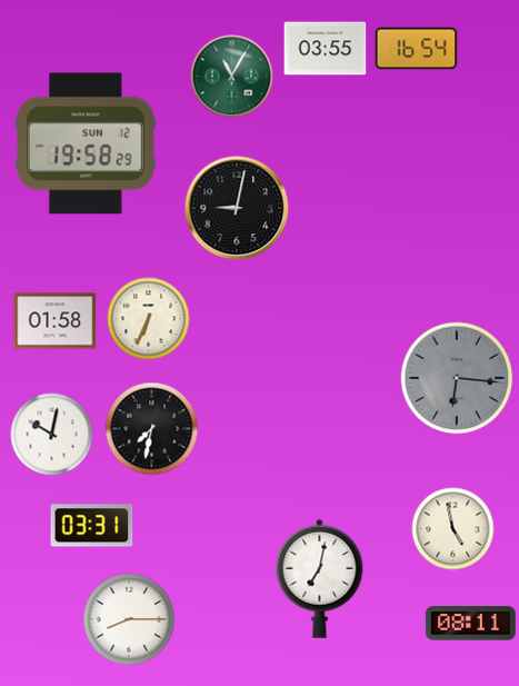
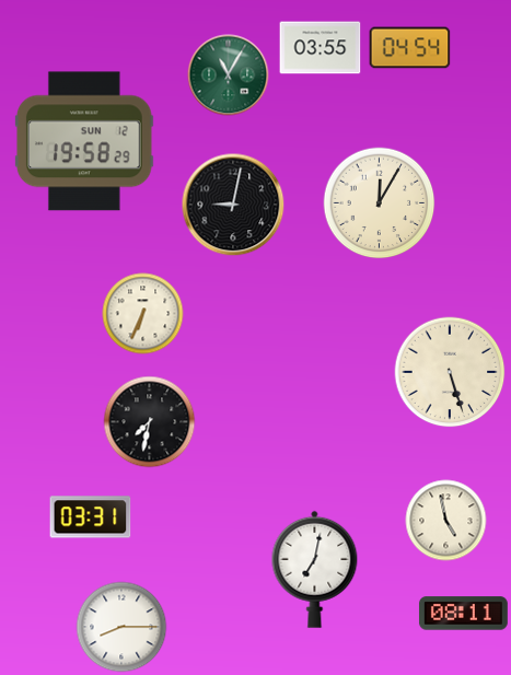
clock at (417, 49): 16:54 -> 04:54
clock at (380, 203): none -> 12:05
clock at (149, 319) position: (149, 319) -> (143, 314)
clock at (56, 321): 01:58 -> none
clock at (457, 378): 6:16 -> 5:27
clock at (457, 378) dial: grey -> cream
clock at (52, 435): 10:02 -> none
clock at (129, 619) position: (129, 619) -> (121, 627)
